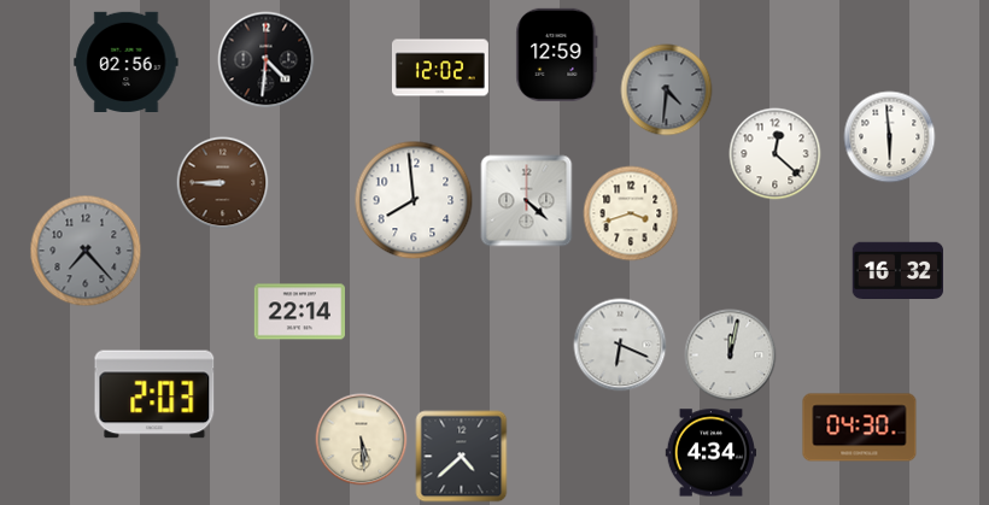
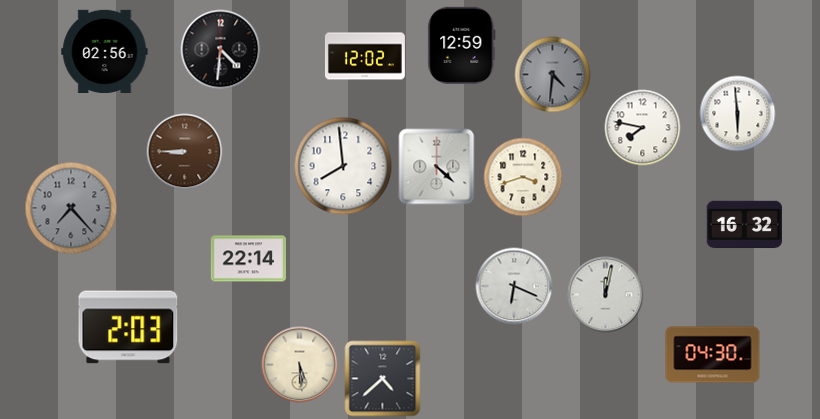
clock at (776, 154): 12:22 -> 7:47
clock at (712, 453): 4:34 -> none
